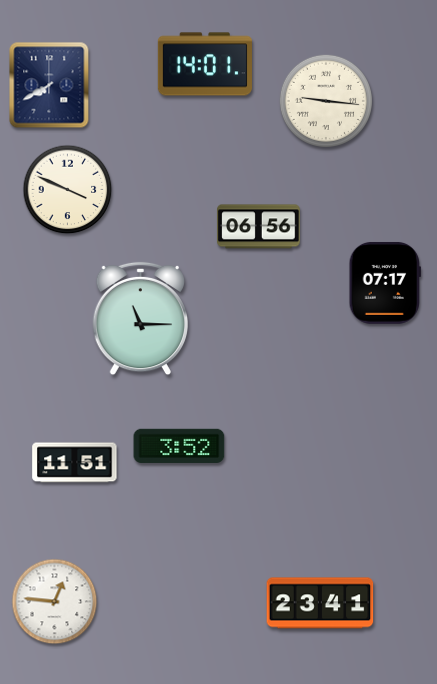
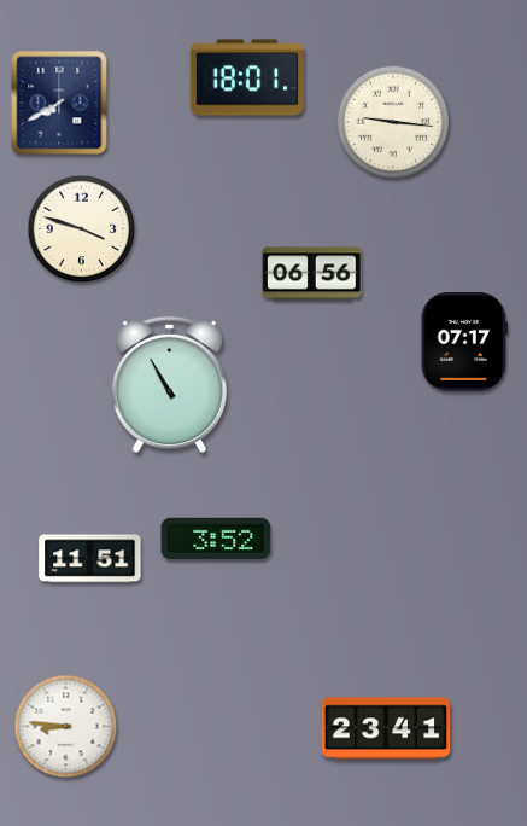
clock at (205, 64): 14:01 -> 18:01
clock at (68, 190): 3:49 -> 3:48
clock at (140, 319): 11:15 -> 10:55
clock at (55, 602): 12:46 -> 8:46
